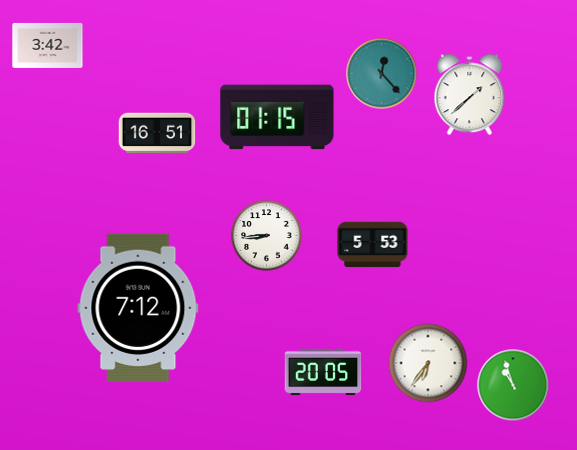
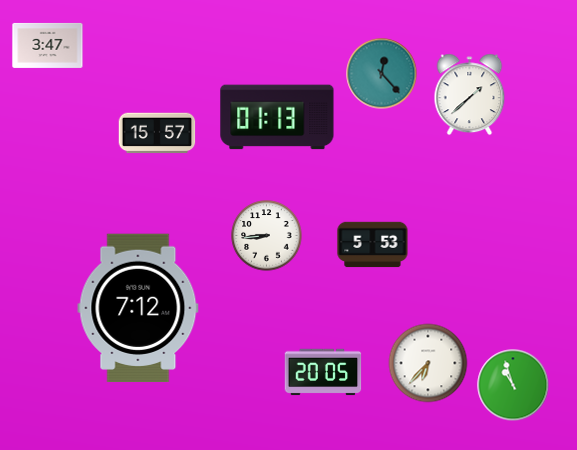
clock at (48, 45): 3:42 -> 3:47
clock at (277, 117): 01:15 -> 01:13
clock at (157, 133): 16:51 -> 15:57
clock at (428, 363): 6:36 -> 6:37
